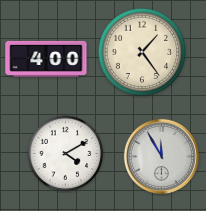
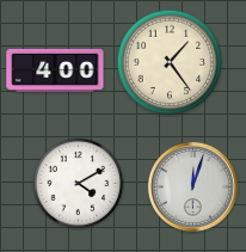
clock at (161, 156): 11:55 -> 12:03
